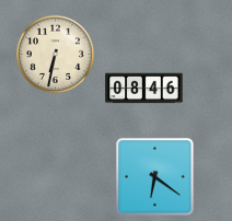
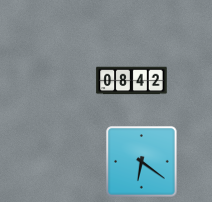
clock at (55, 54): 6:32 -> none
clock at (144, 89): 08:46 -> 08:42
